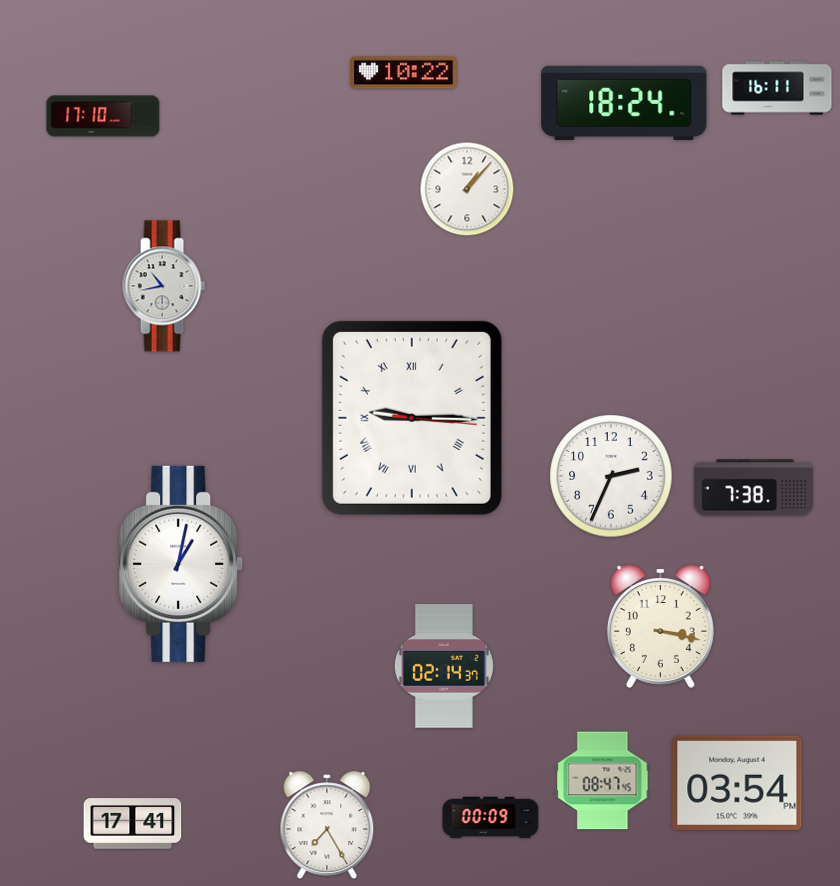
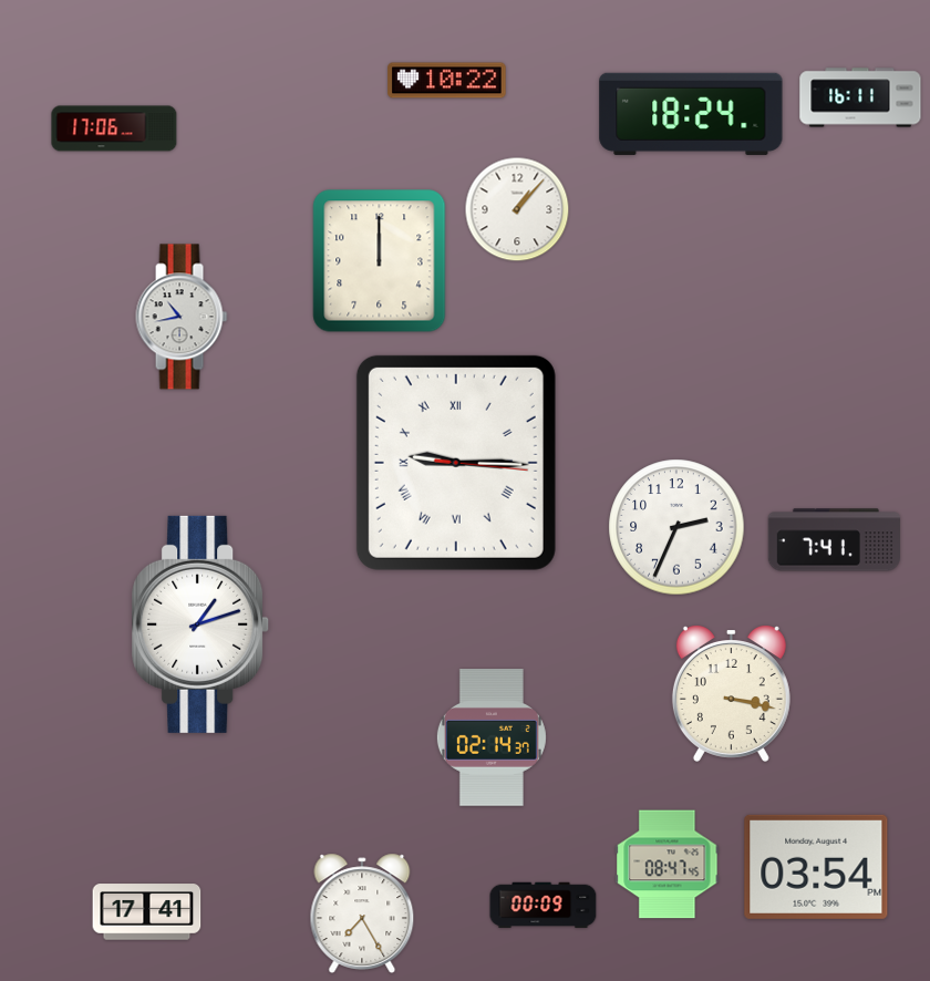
clock at (103, 116): 17:10 -> 17:06
clock at (380, 261): none -> 12:00
clock at (753, 488): 7:38 -> 7:41
clock at (182, 564): 1:02 -> 1:12
